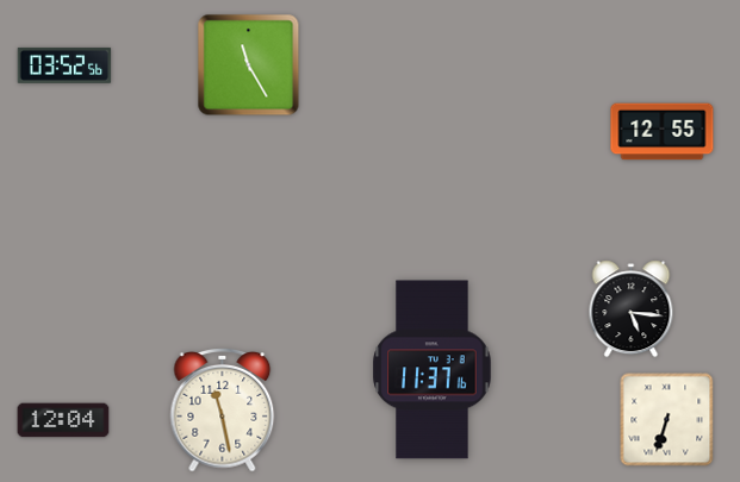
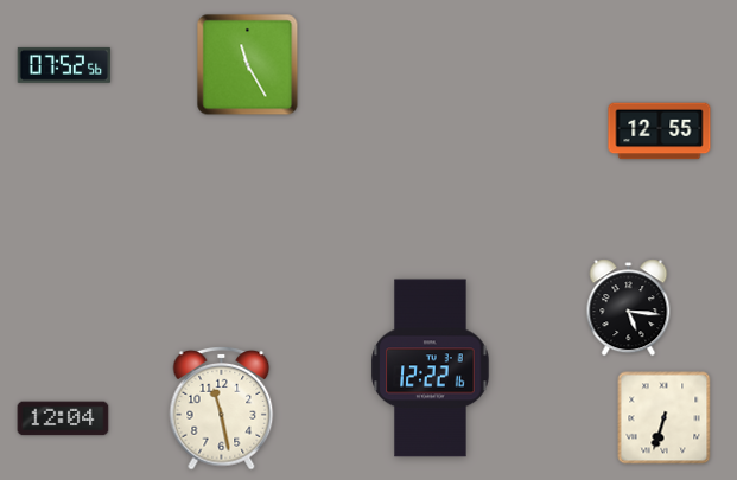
clock at (64, 65): 03:52 -> 07:52
clock at (433, 370): 11:37 -> 12:22
